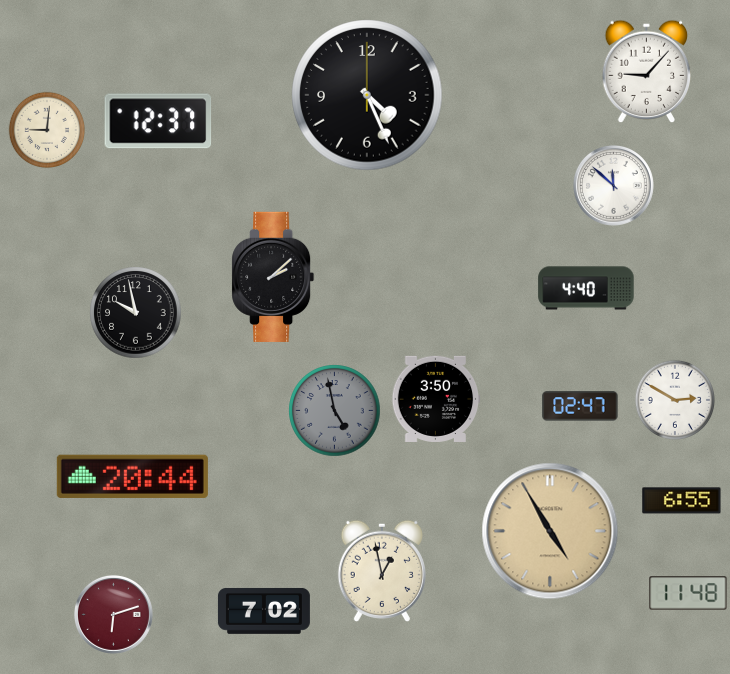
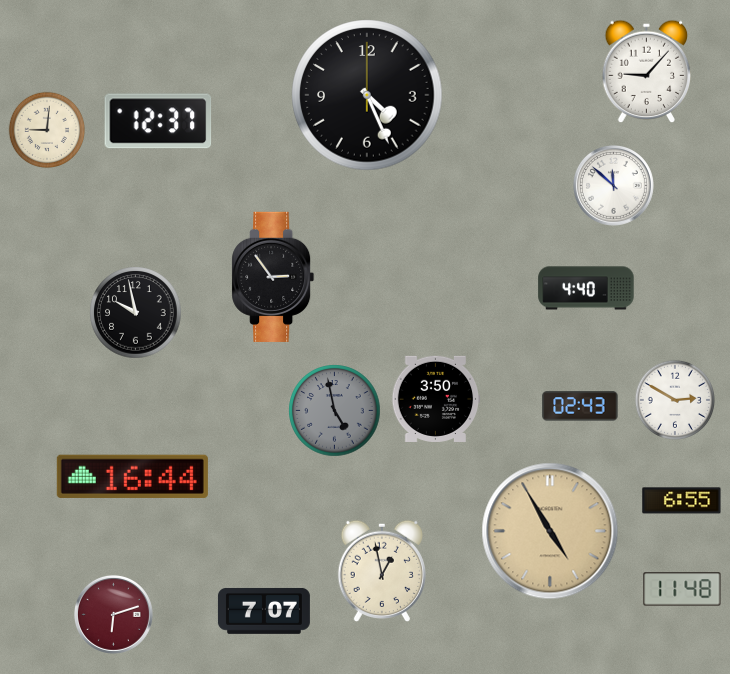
clock at (273, 277): 2:08 -> 2:54
clock at (580, 406): 02:47 -> 02:43
clock at (132, 476): 20:44 -> 16:44
clock at (688, 593) position: (688, 593) -> (682, 589)
clock at (264, 611): 7:02 -> 7:07
